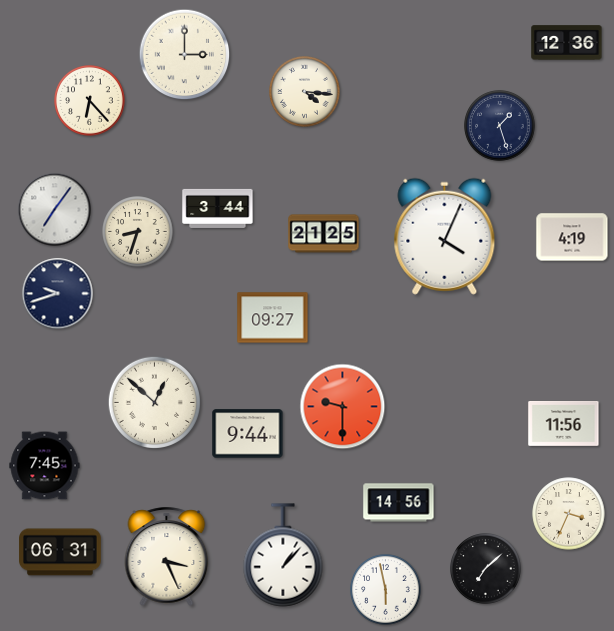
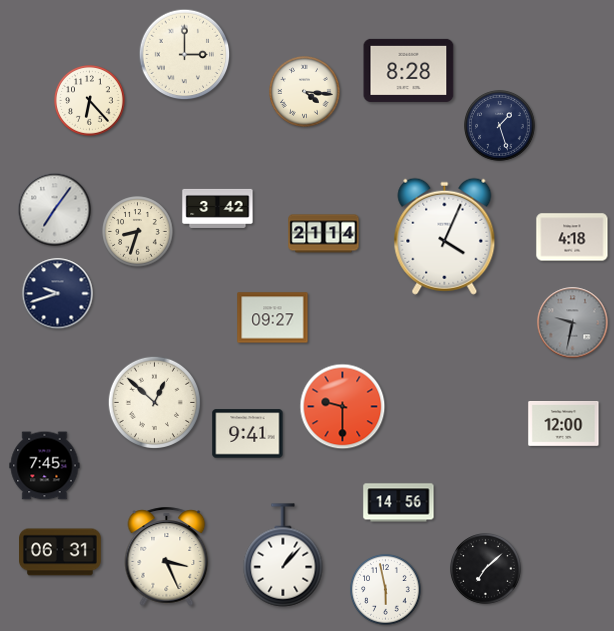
clock at (567, 43): 12:36 -> none
clock at (409, 70): none -> 8:28
clock at (218, 208): 3:44 -> 3:42
clock at (324, 234): 21:25 -> 21:14
clock at (572, 237): 4:19 -> 4:18
clock at (573, 323): none -> 9:32
clock at (564, 424): 11:56 -> 12:00
clock at (248, 434): 9:44 -> 9:41
clock at (569, 514): 3:34 -> none
